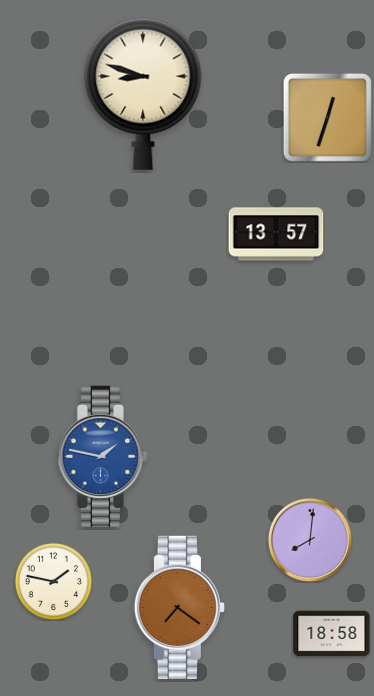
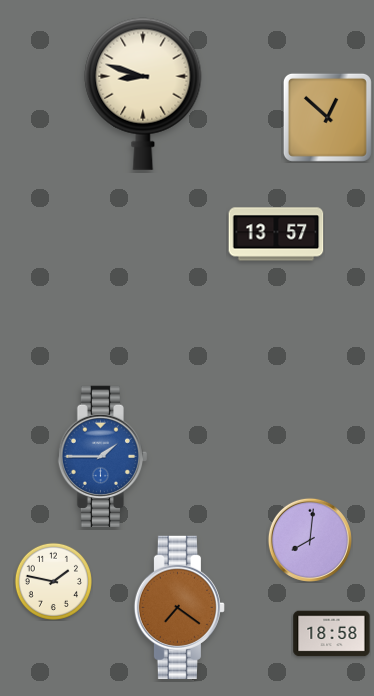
clock at (327, 117): 12:33 -> 12:52
clock at (103, 456): 1:47 -> 1:45
